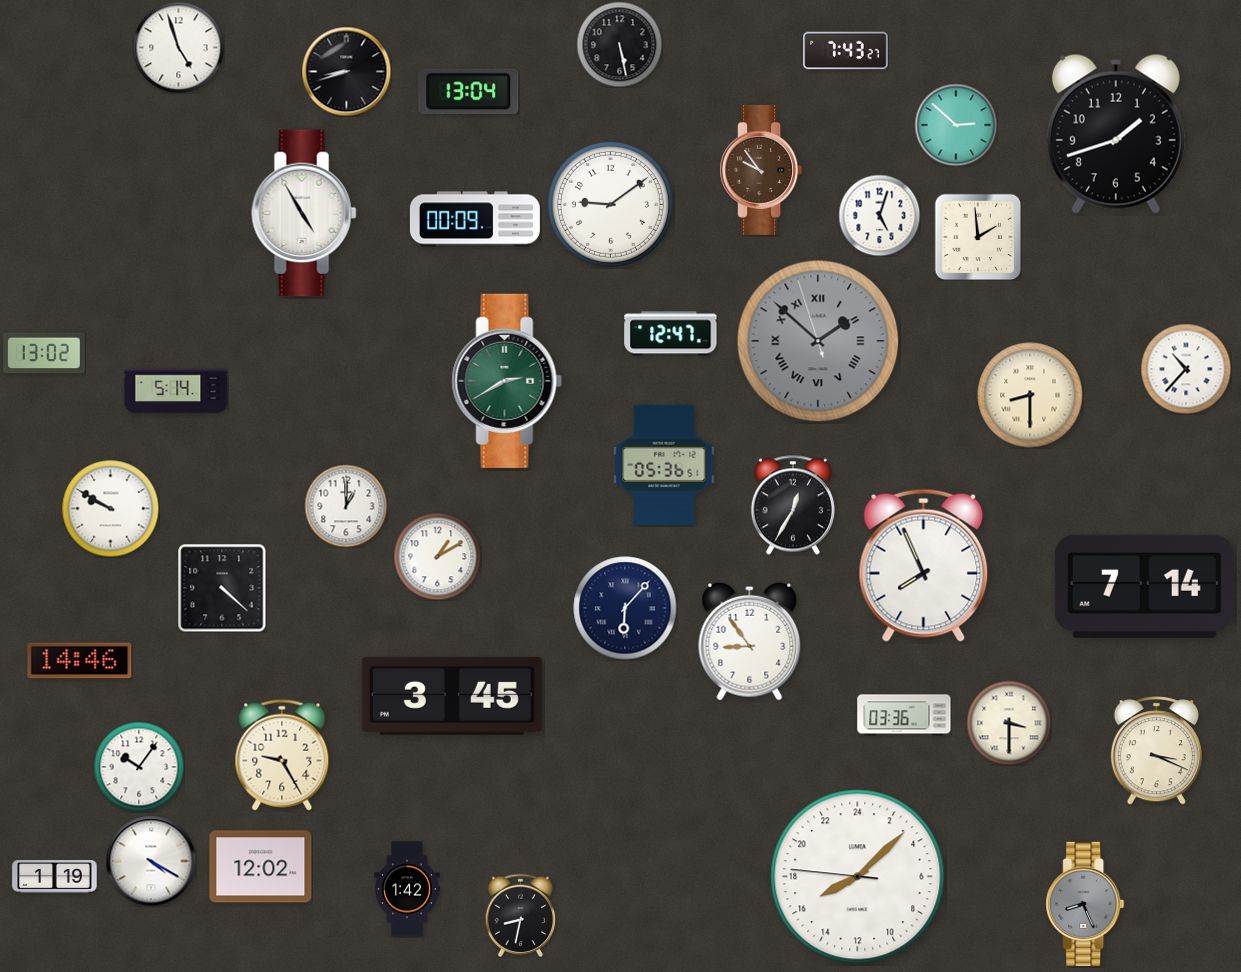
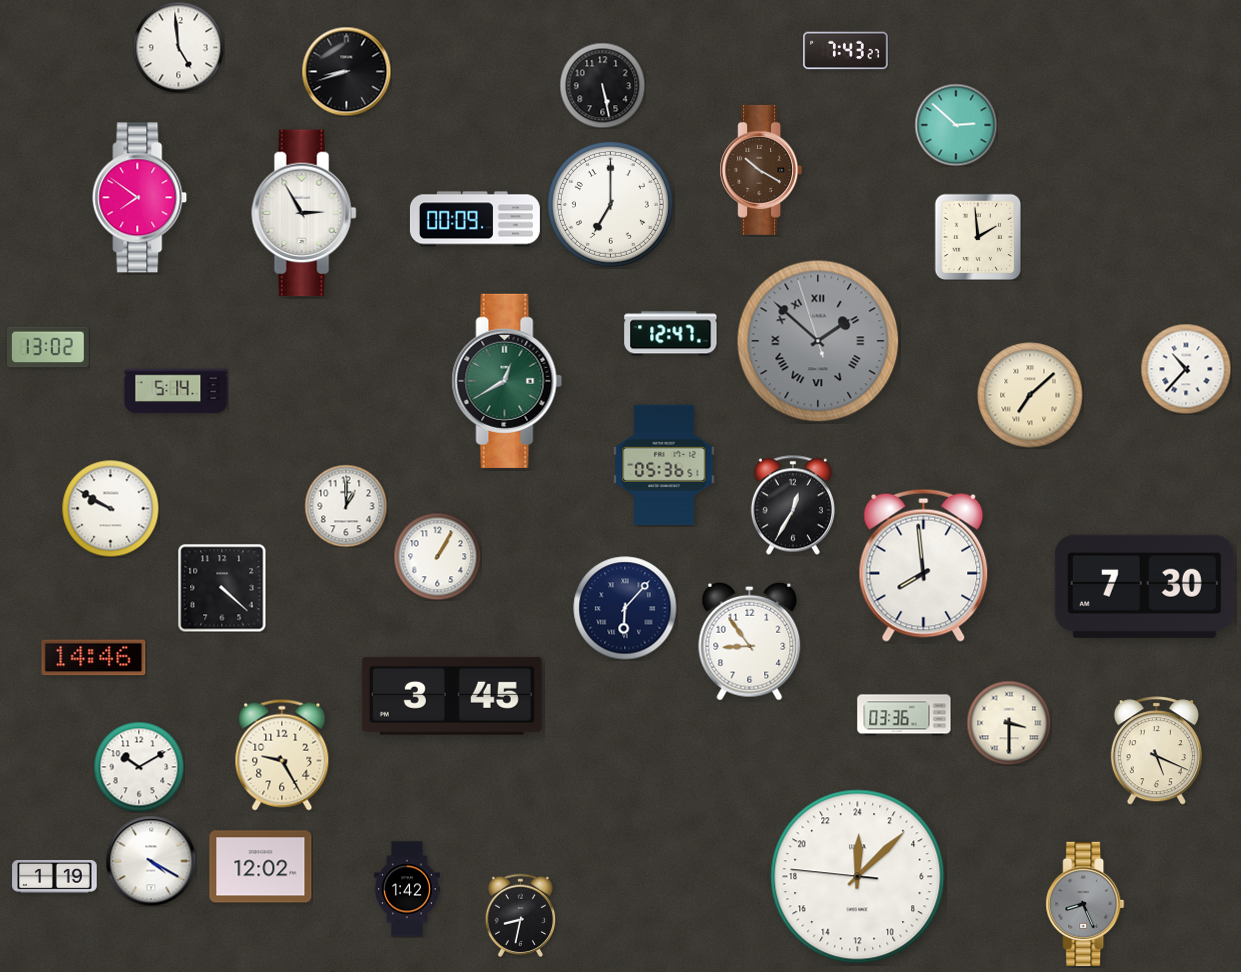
clock at (619, 44) position: (619, 44) -> (602, 85)
clock at (178, 47): 4:57 -> 4:59
clock at (469, 92): 13:04 -> none
clock at (1116, 134): 1:42 -> none
clock at (761, 170): 9:54 -> 10:20
clock at (140, 198): none -> 7:51
clock at (610, 204): 9:09 -> 7:00
clock at (304, 213): 4:55 -> 2:55
clock at (879, 215): 5:03 -> none
clock at (45, 353) position: (45, 353) -> (49, 347)
clock at (507, 381): 2:40 -> 12:40
clock at (1030, 395): 8:30 -> 7:08
clock at (437, 556): 1:10 -> 1:05
clock at (924, 565): 7:56 -> 7:59
clock at (1144, 586): 7:14 -> 7:30
clock at (80, 661) position: (80, 661) -> (94, 658)
clock at (1156, 751): 3:19 -> 5:19
clock at (139, 767): 10:06 -> 10:10
clock at (858, 877): 16:07 -> 0:07
